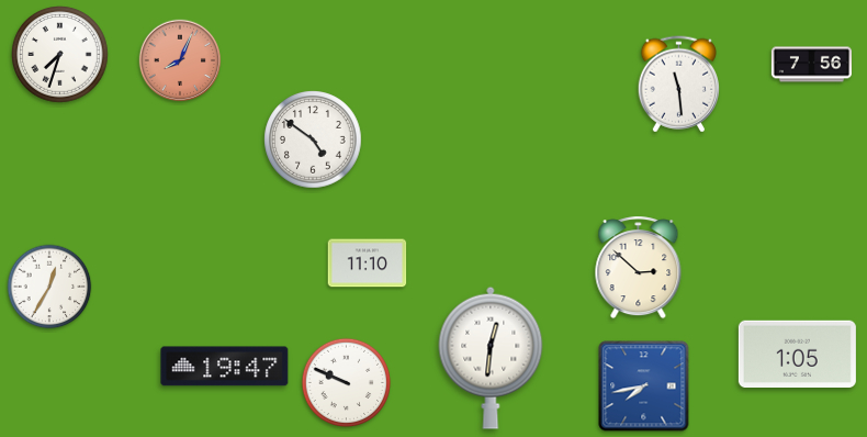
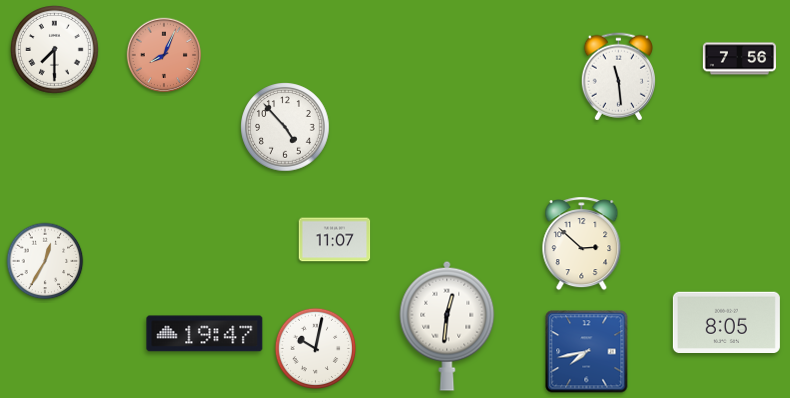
clock at (60, 55): 7:33 -> 7:30
clock at (313, 139): 4:51 -> 4:53
clock at (368, 264): 11:10 -> 11:07
clock at (797, 355): 1:05 -> 8:05
clock at (347, 383): 9:49 -> 10:02
